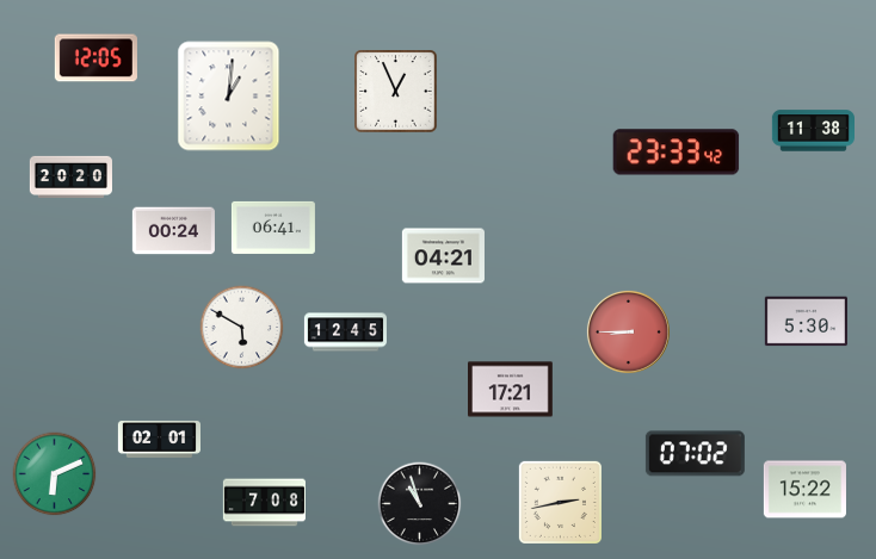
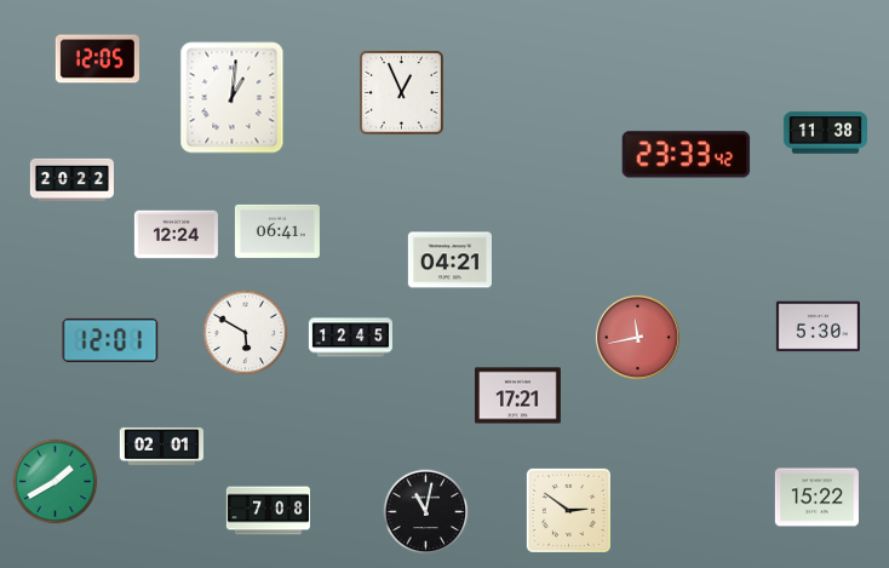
clock at (70, 176): 20:20 -> 20:22
clock at (173, 231): 00:24 -> 12:24
clock at (628, 331): 8:45 -> 11:43
clock at (110, 340): none -> 12:01
clock at (695, 454): 07:02 -> none
clock at (55, 474): 6:11 -> 1:40
clock at (560, 502): 2:43 -> 2:51
clock at (420, 504): 10:57 -> 11:02
